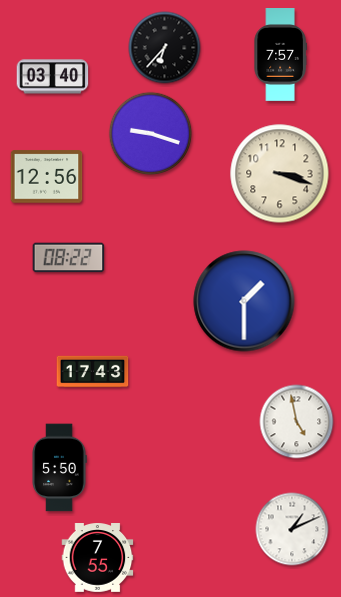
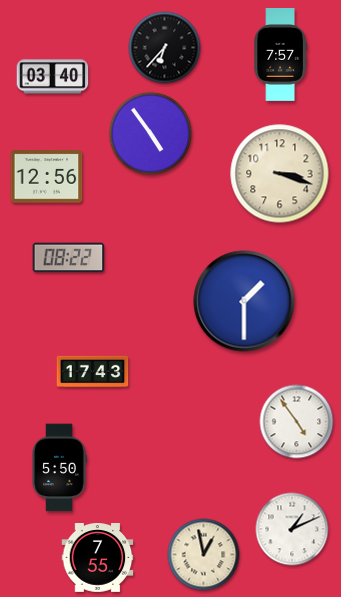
clock at (151, 134): 9:18 -> 4:54
clock at (297, 422): 4:58 -> 4:54
clock at (204, 555): none -> 12:58
